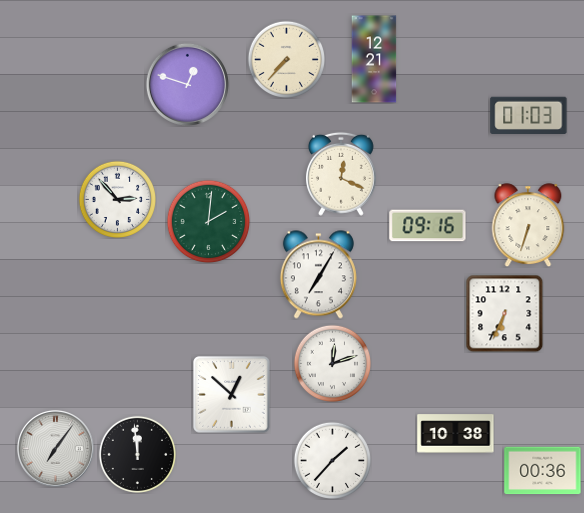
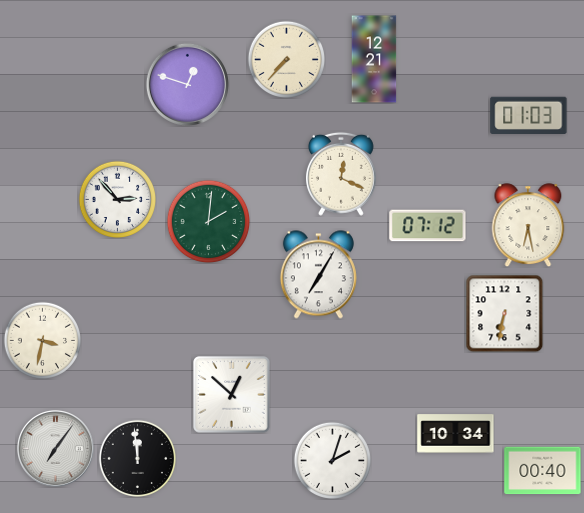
clock at (528, 225): 6:33 -> 6:28
clock at (428, 226): 09:16 -> 07:12
clock at (504, 313): 6:34 -> 6:32
clock at (42, 340): none -> 3:32
clock at (332, 363): 12:12 -> none
clock at (456, 434): 10:38 -> 10:34
clock at (137, 454) position: (137, 454) -> (137, 458)
clock at (332, 460): 1:37 -> 2:03
clock at (543, 471): 00:36 -> 00:40
